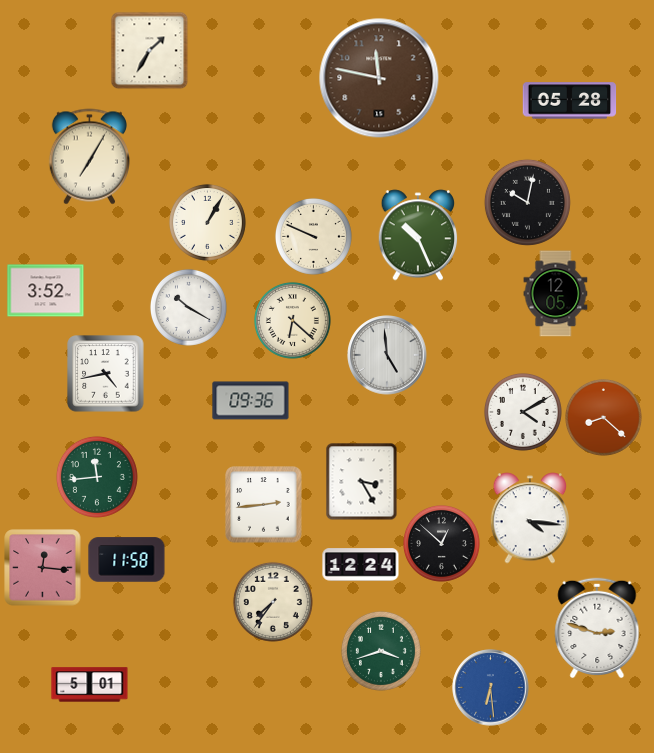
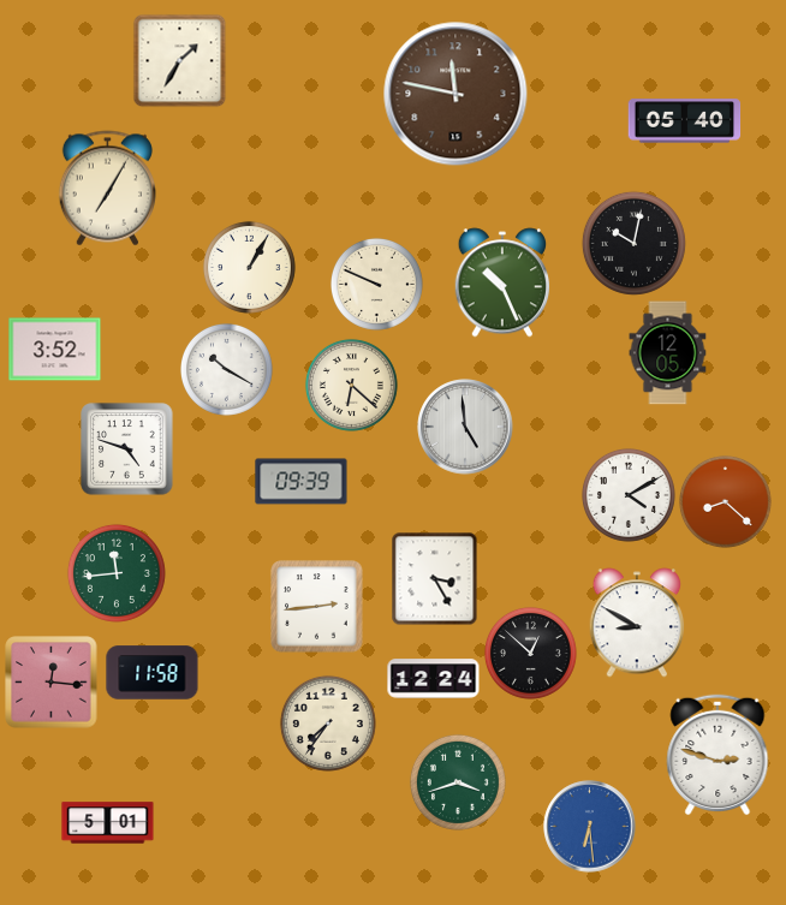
clock at (570, 101): 05:28 -> 05:40
clock at (106, 374): 4:43 -> 4:48
clock at (251, 401): 09:36 -> 09:39
clock at (530, 518): 4:16 -> 8:50
